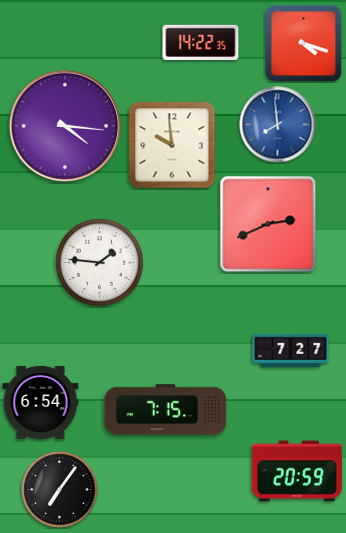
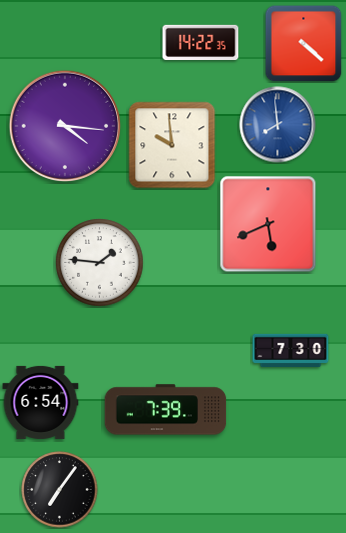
clock at (303, 43): 4:18 -> 4:22
clock at (268, 224): 2:41 -> 5:41
clock at (291, 350): 7:27 -> 7:30
clock at (166, 410): 7:15 -> 7:39
clock at (297, 471): 20:59 -> none
